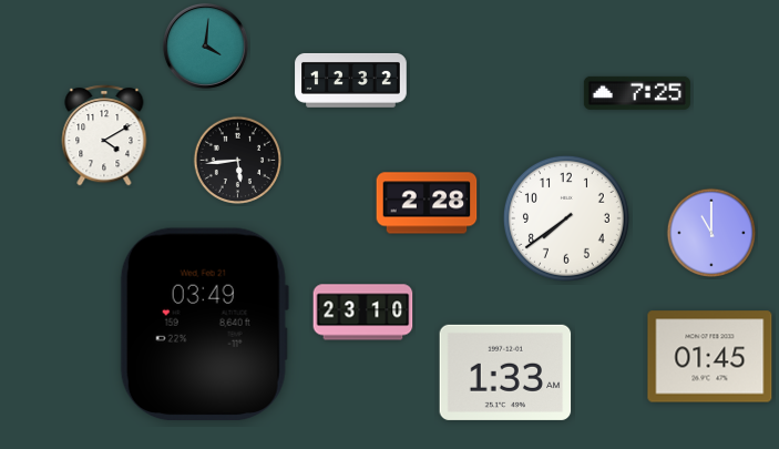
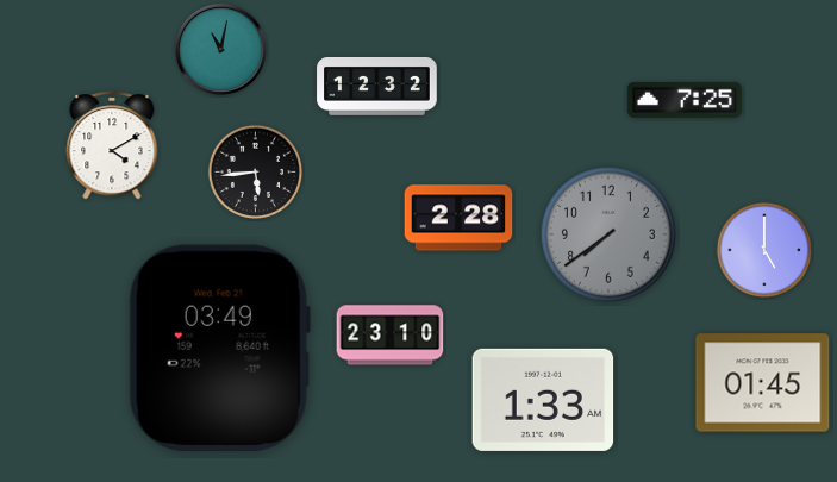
clock at (205, 45): 4:01 -> 11:02
clock at (566, 218) dial: white -> grey
clock at (710, 232): 11:00 -> 5:00
